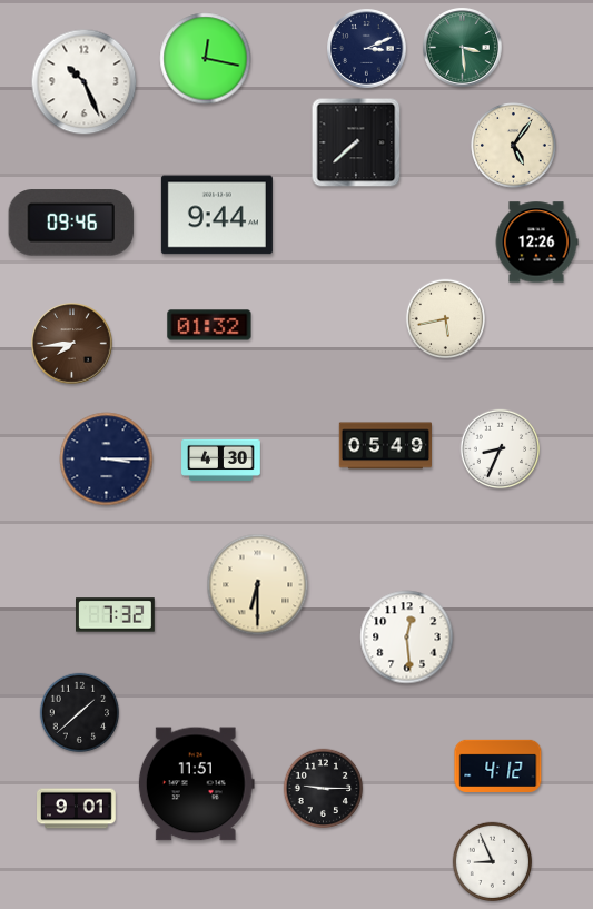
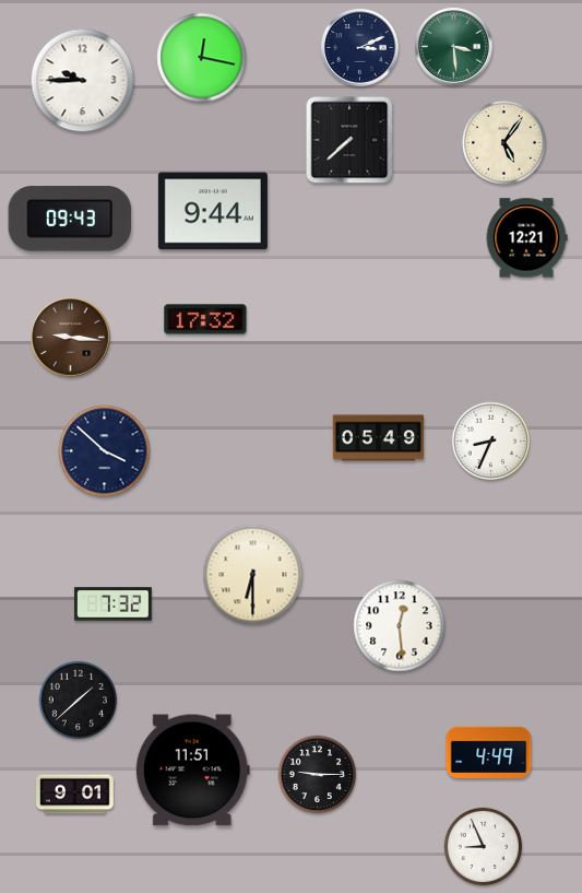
clock at (85, 82): 10:26 -> 9:45
clock at (71, 223): 09:46 -> 09:43
clock at (536, 243): 12:26 -> 12:21
clock at (446, 319): 5:43 -> none
clock at (209, 325): 01:32 -> 17:32
clock at (72, 344): 7:44 -> 9:16
clock at (107, 460): 3:15 -> 3:52
clock at (221, 460): 4:30 -> none
clock at (498, 765): 4:12 -> 4:49
